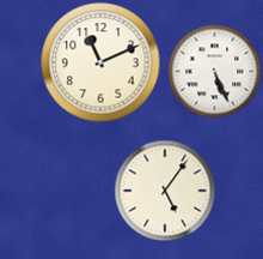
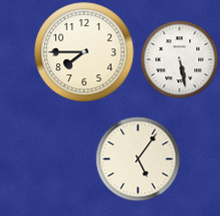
clock at (100, 62): 11:11 -> 7:45
clock at (214, 71): 5:26 -> 5:28
